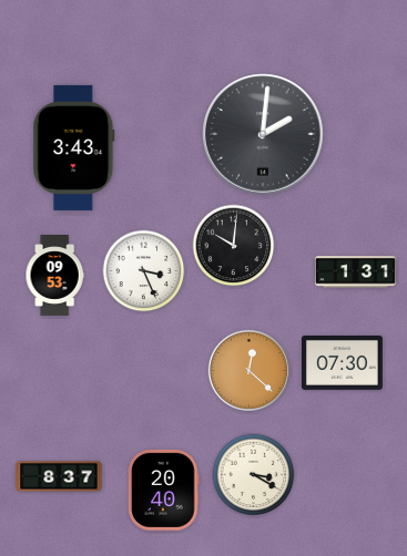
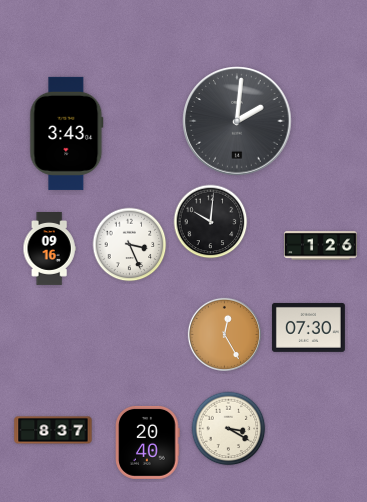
clock at (355, 272): 1:31 -> 1:26
clock at (54, 276): 09:53 -> 09:16
clock at (248, 370): 12:22 -> 12:25
